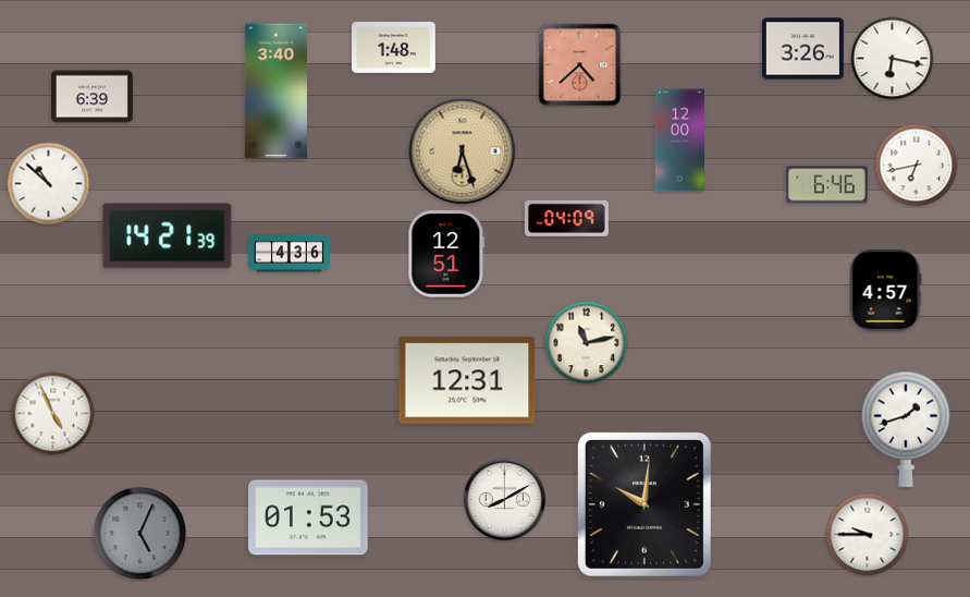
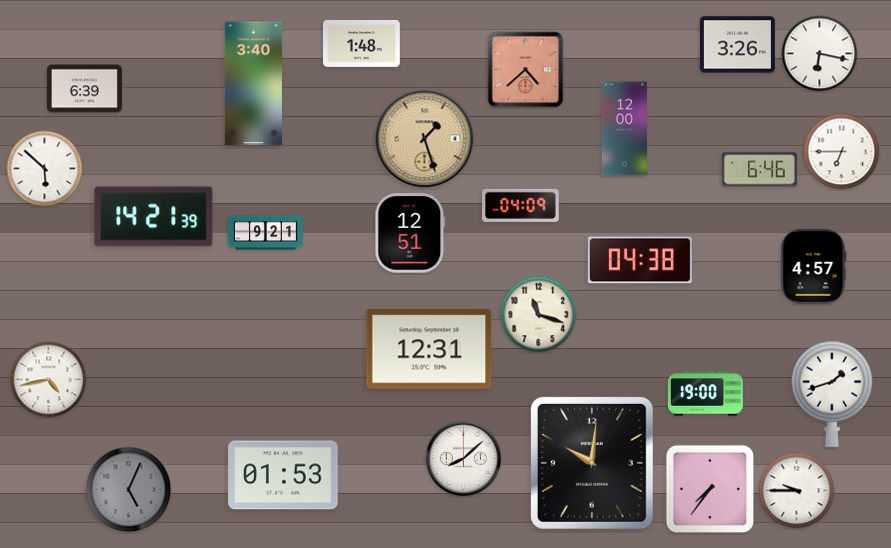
clock at (580, 65) position: (580, 65) -> (526, 70)
clock at (463, 151): 6:27 -> 1:27
clock at (917, 166): 6:43 -> 6:45
clock at (49, 184): 10:52 -> 5:52
clock at (567, 218) position: (567, 218) -> (521, 205)
clock at (288, 254): 4:36 -> 9:21
clock at (640, 260): none -> 04:38
clock at (587, 343): 11:13 -> 11:18
clock at (53, 414): 4:56 -> 4:43
clock at (705, 394): none -> 19:00
clock at (505, 500): 8:10 -> 8:08
clock at (710, 489): none -> 7:36
